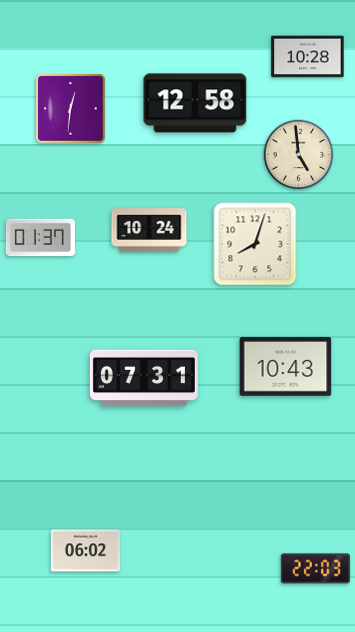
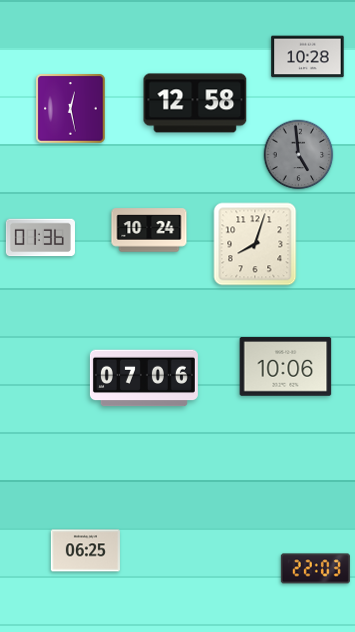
clock at (71, 109): 12:31 -> 12:28
clock at (299, 155) dial: cream -> grey
clock at (40, 238): 01:37 -> 01:36
clock at (286, 367): 10:43 -> 10:06
clock at (144, 378): 07:31 -> 07:06
clock at (85, 551): 06:02 -> 06:25
